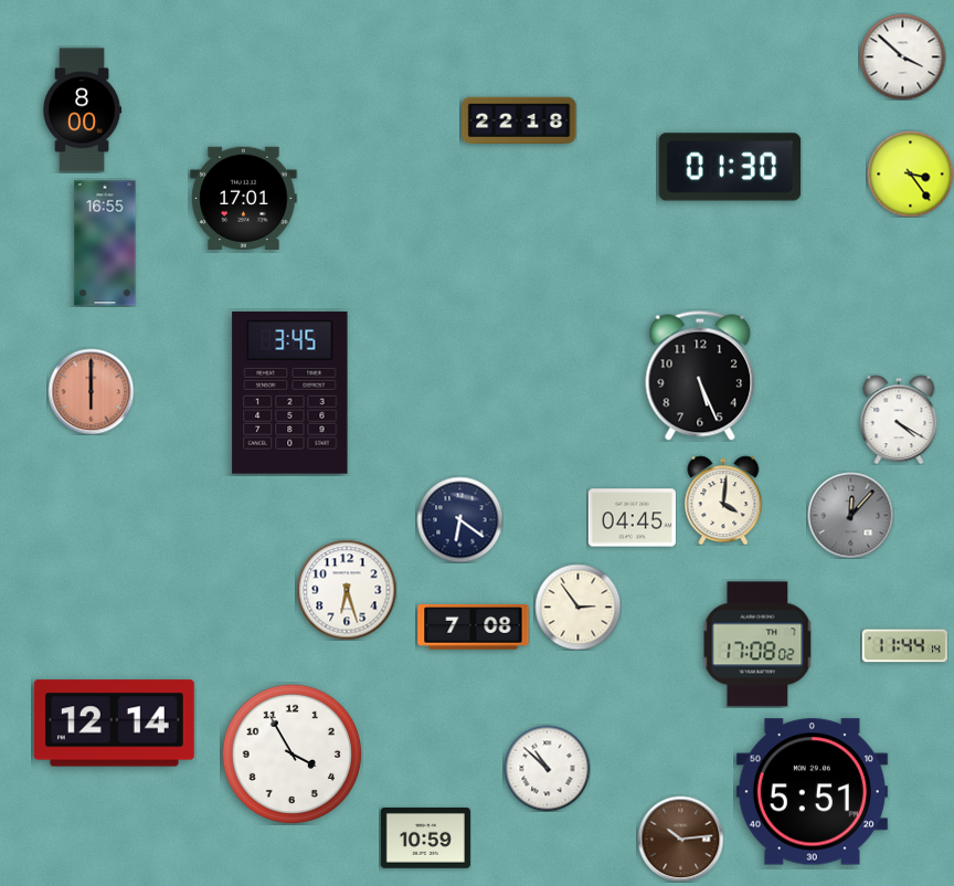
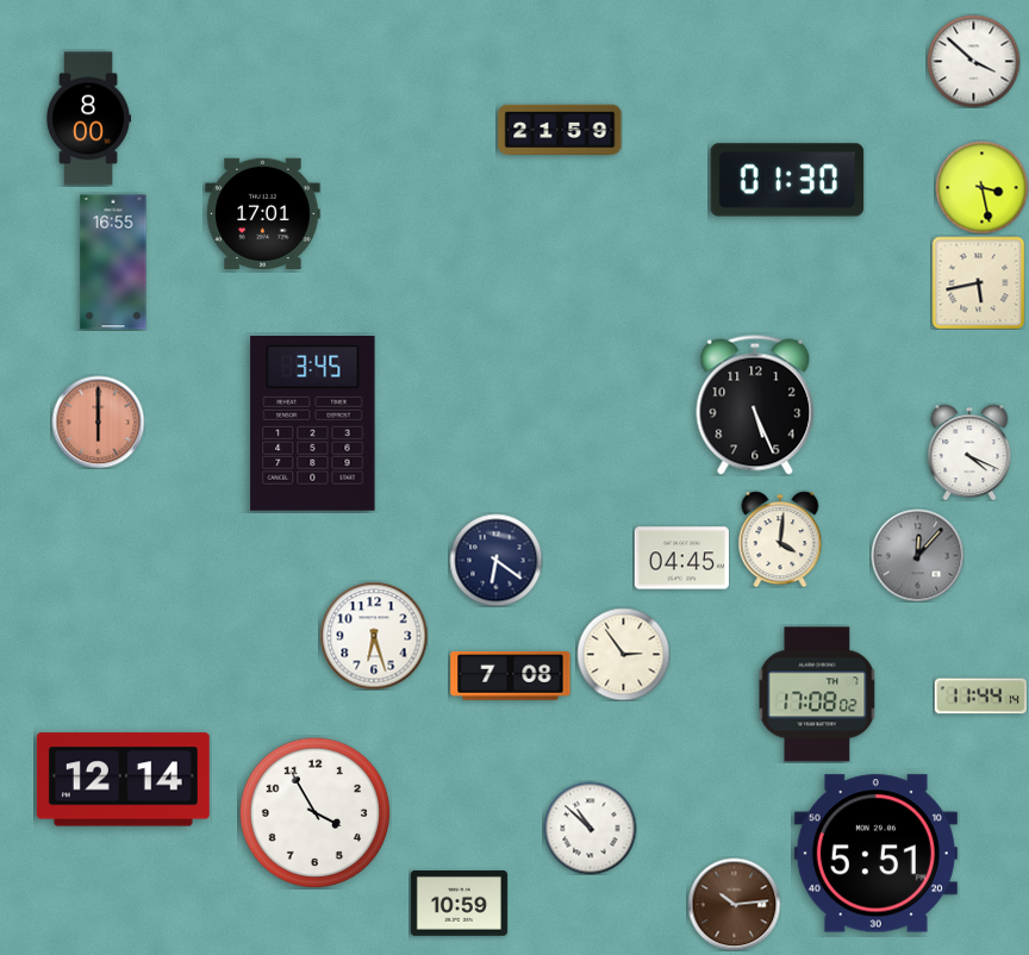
clock at (519, 120): 22:18 -> 21:59
clock at (910, 173): 3:24 -> 3:28
clock at (978, 282): none -> 5:43
clock at (899, 420): 4:20 -> 4:19
clock at (904, 646) position: (904, 646) -> (980, 697)
